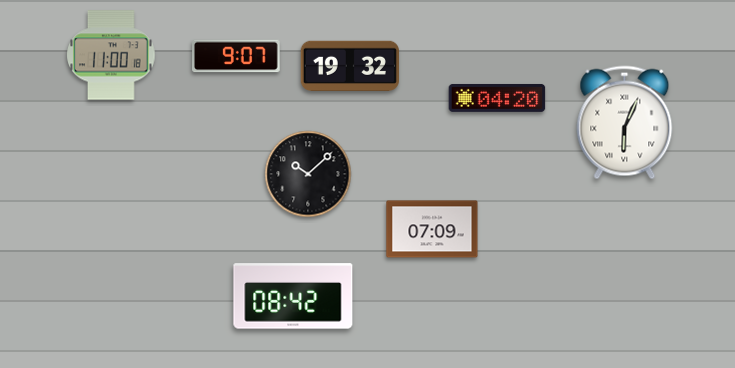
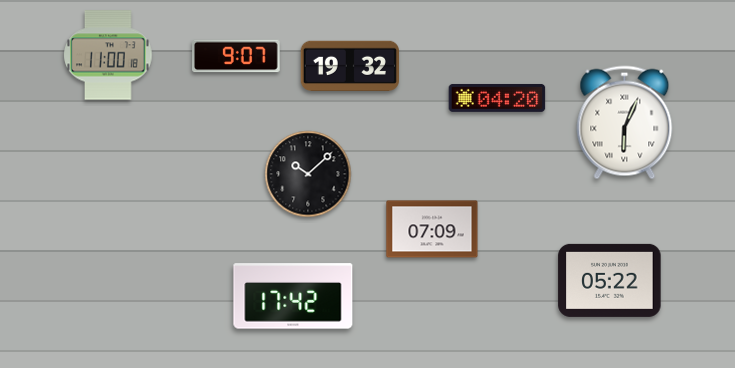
clock at (111, 55) position: (111, 55) -> (108, 55)
clock at (610, 280): none -> 05:22
clock at (293, 296): 08:42 -> 17:42
